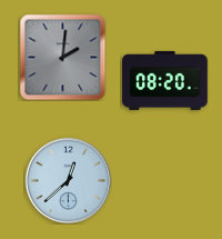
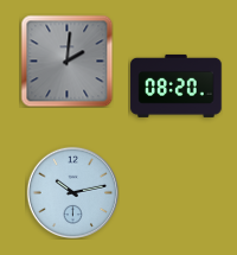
clock at (68, 180): 12:38 -> 10:13
